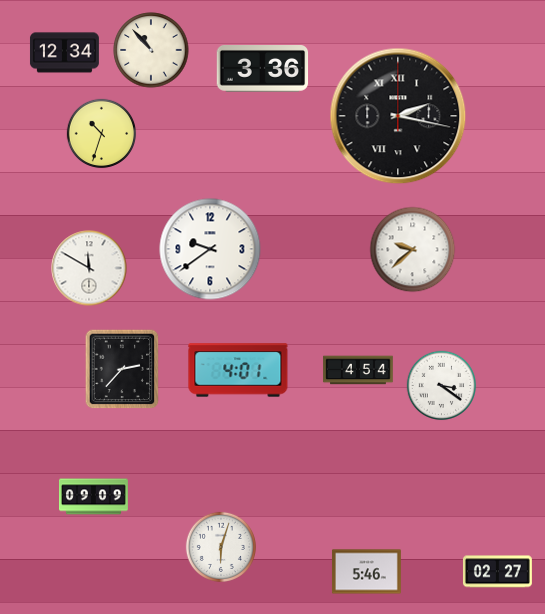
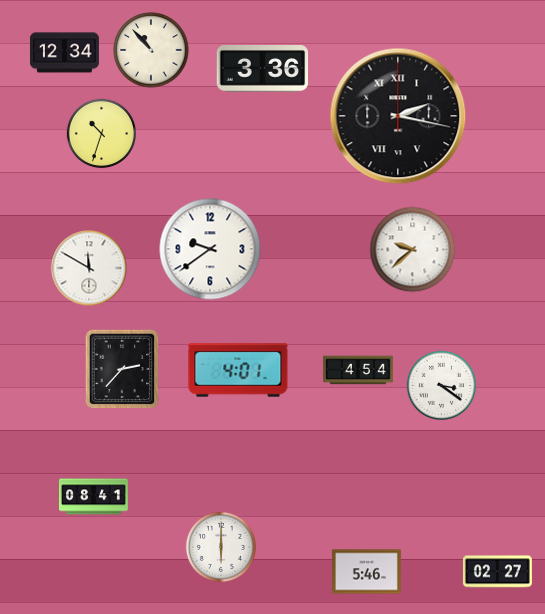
clock at (94, 497): 09:09 -> 08:41
clock at (221, 547): 6:03 -> 6:00
